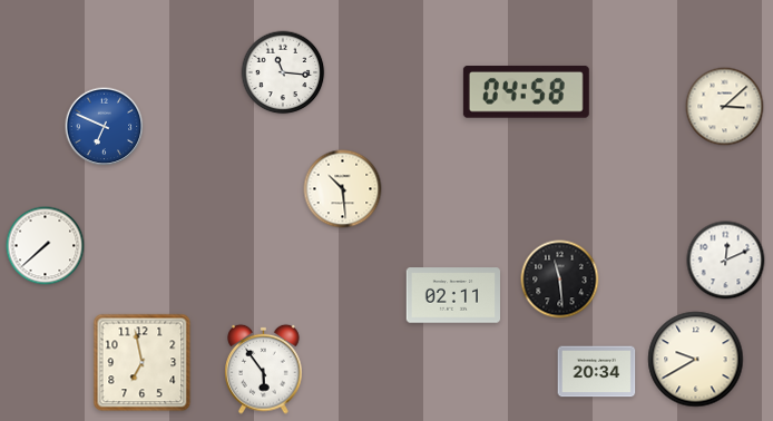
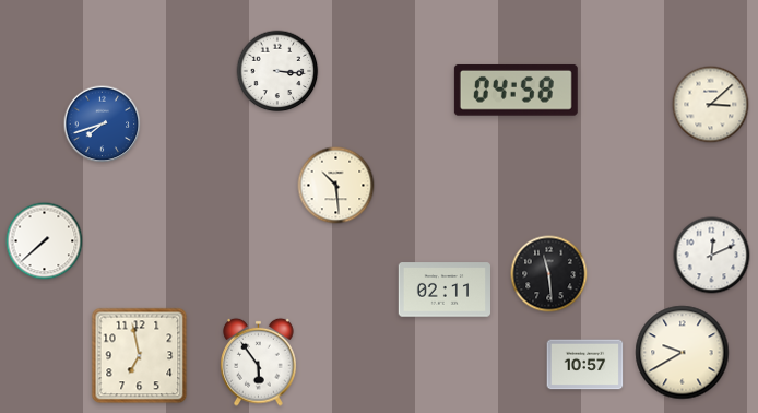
clock at (283, 72): 11:16 -> 3:16
clock at (105, 127): 6:49 -> 7:42
clock at (597, 372): 20:34 -> 10:57
